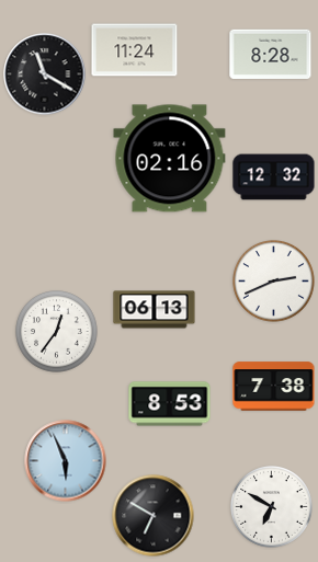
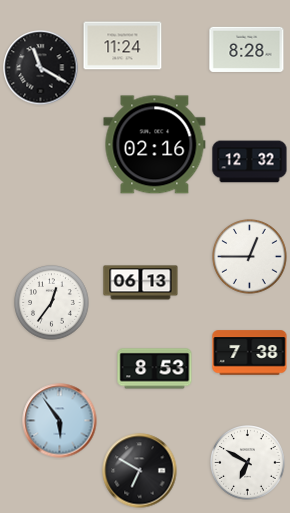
clock at (274, 282): 2:41 -> 12:45
clock at (66, 461): 5:56 -> 5:54
